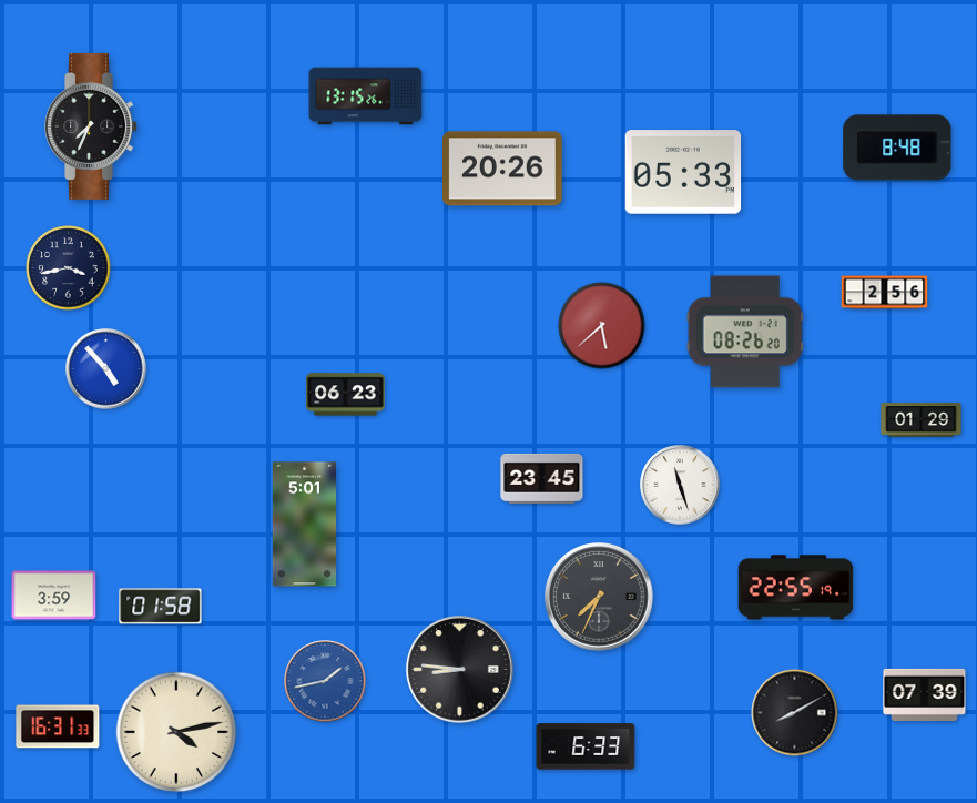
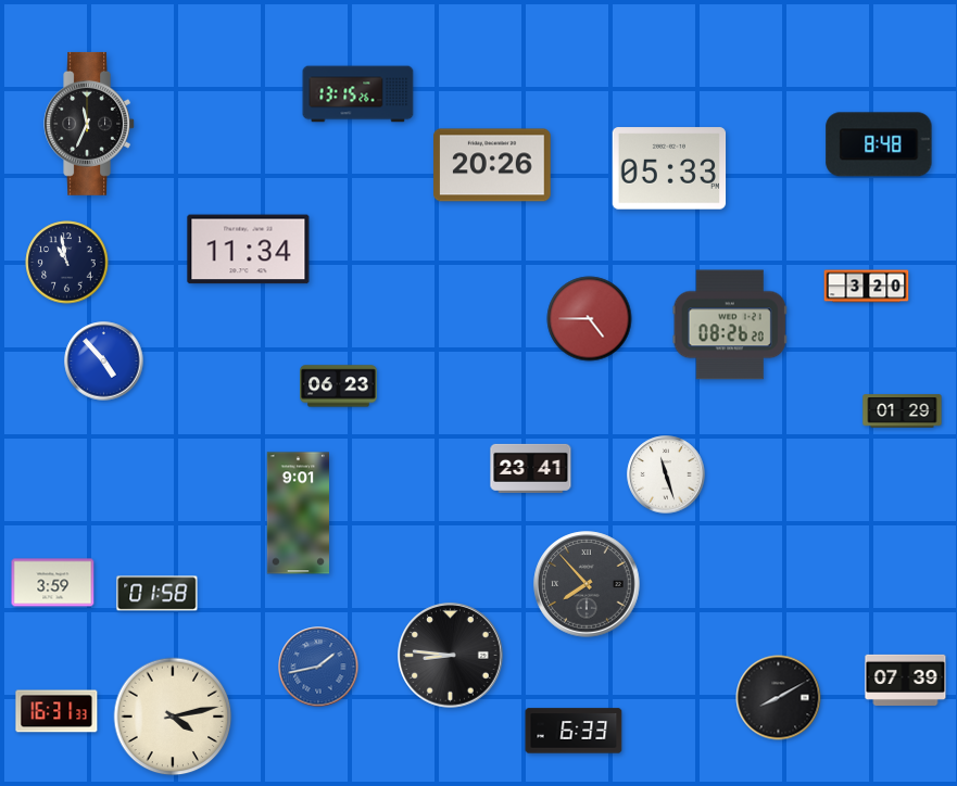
clock at (92, 126): 7:34 -> 11:34
clock at (249, 250): none -> 11:34
clock at (69, 268): 3:43 -> 10:58
clock at (885, 293): 2:56 -> 3:20
clock at (602, 326): 5:38 -> 4:45
clock at (542, 478): 23:45 -> 23:41
clock at (304, 525): 5:01 -> 9:01
clock at (796, 588): 22:55 -> none
clock at (599, 597): 7:34 -> 7:53
